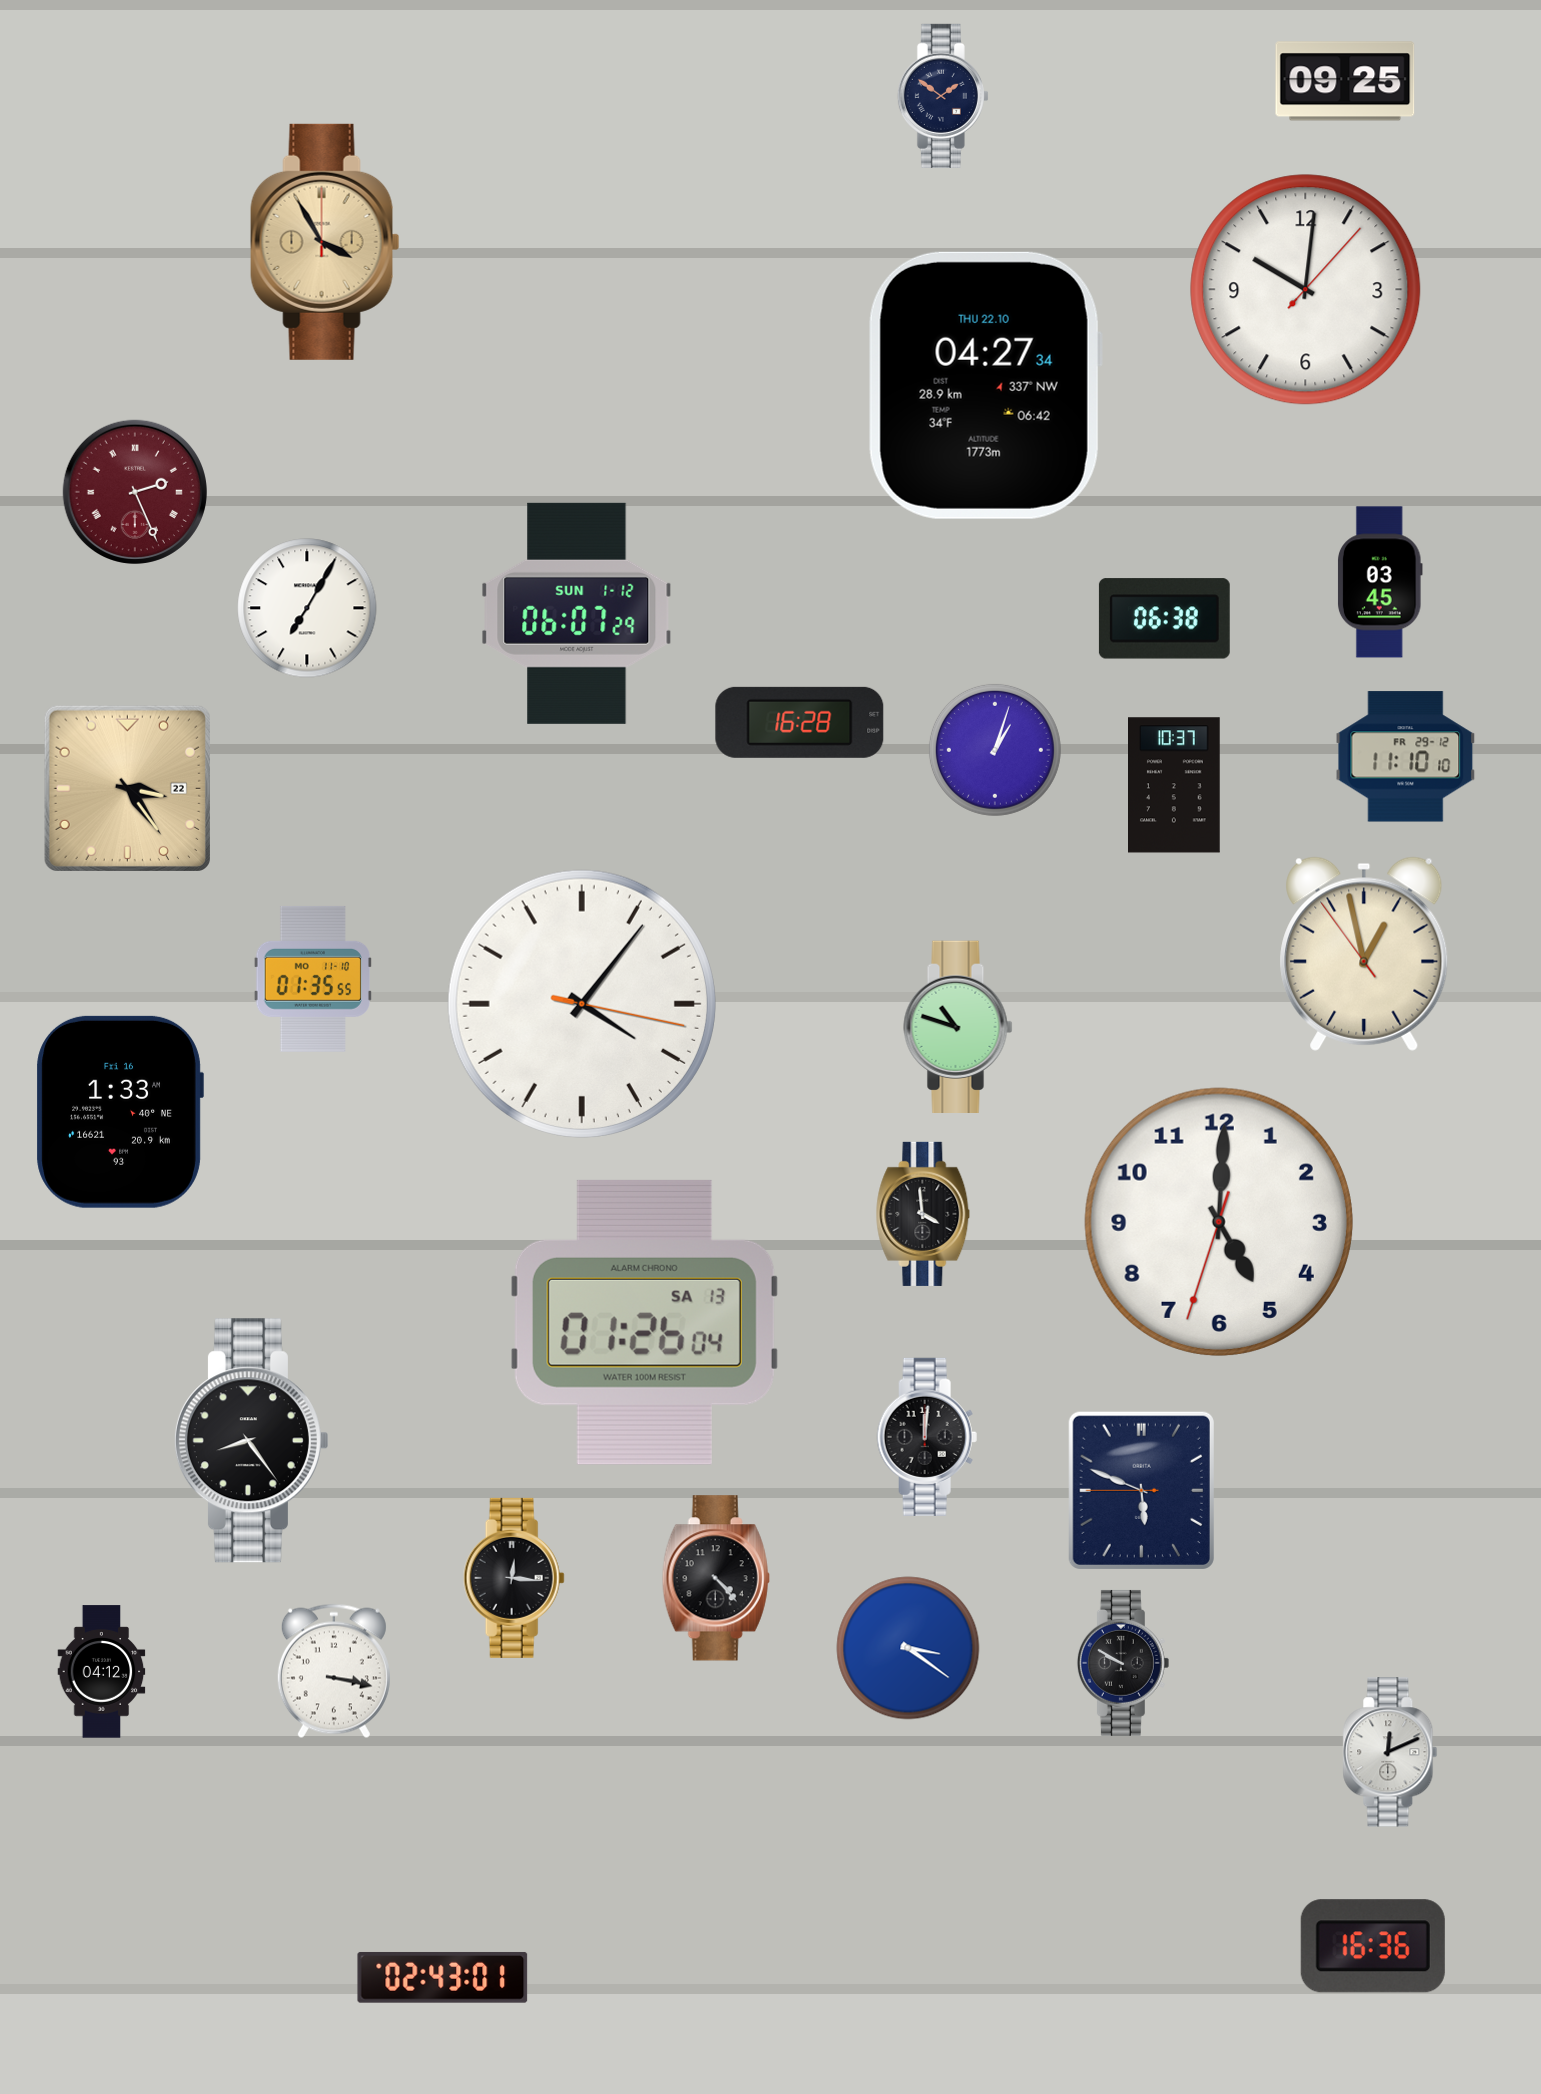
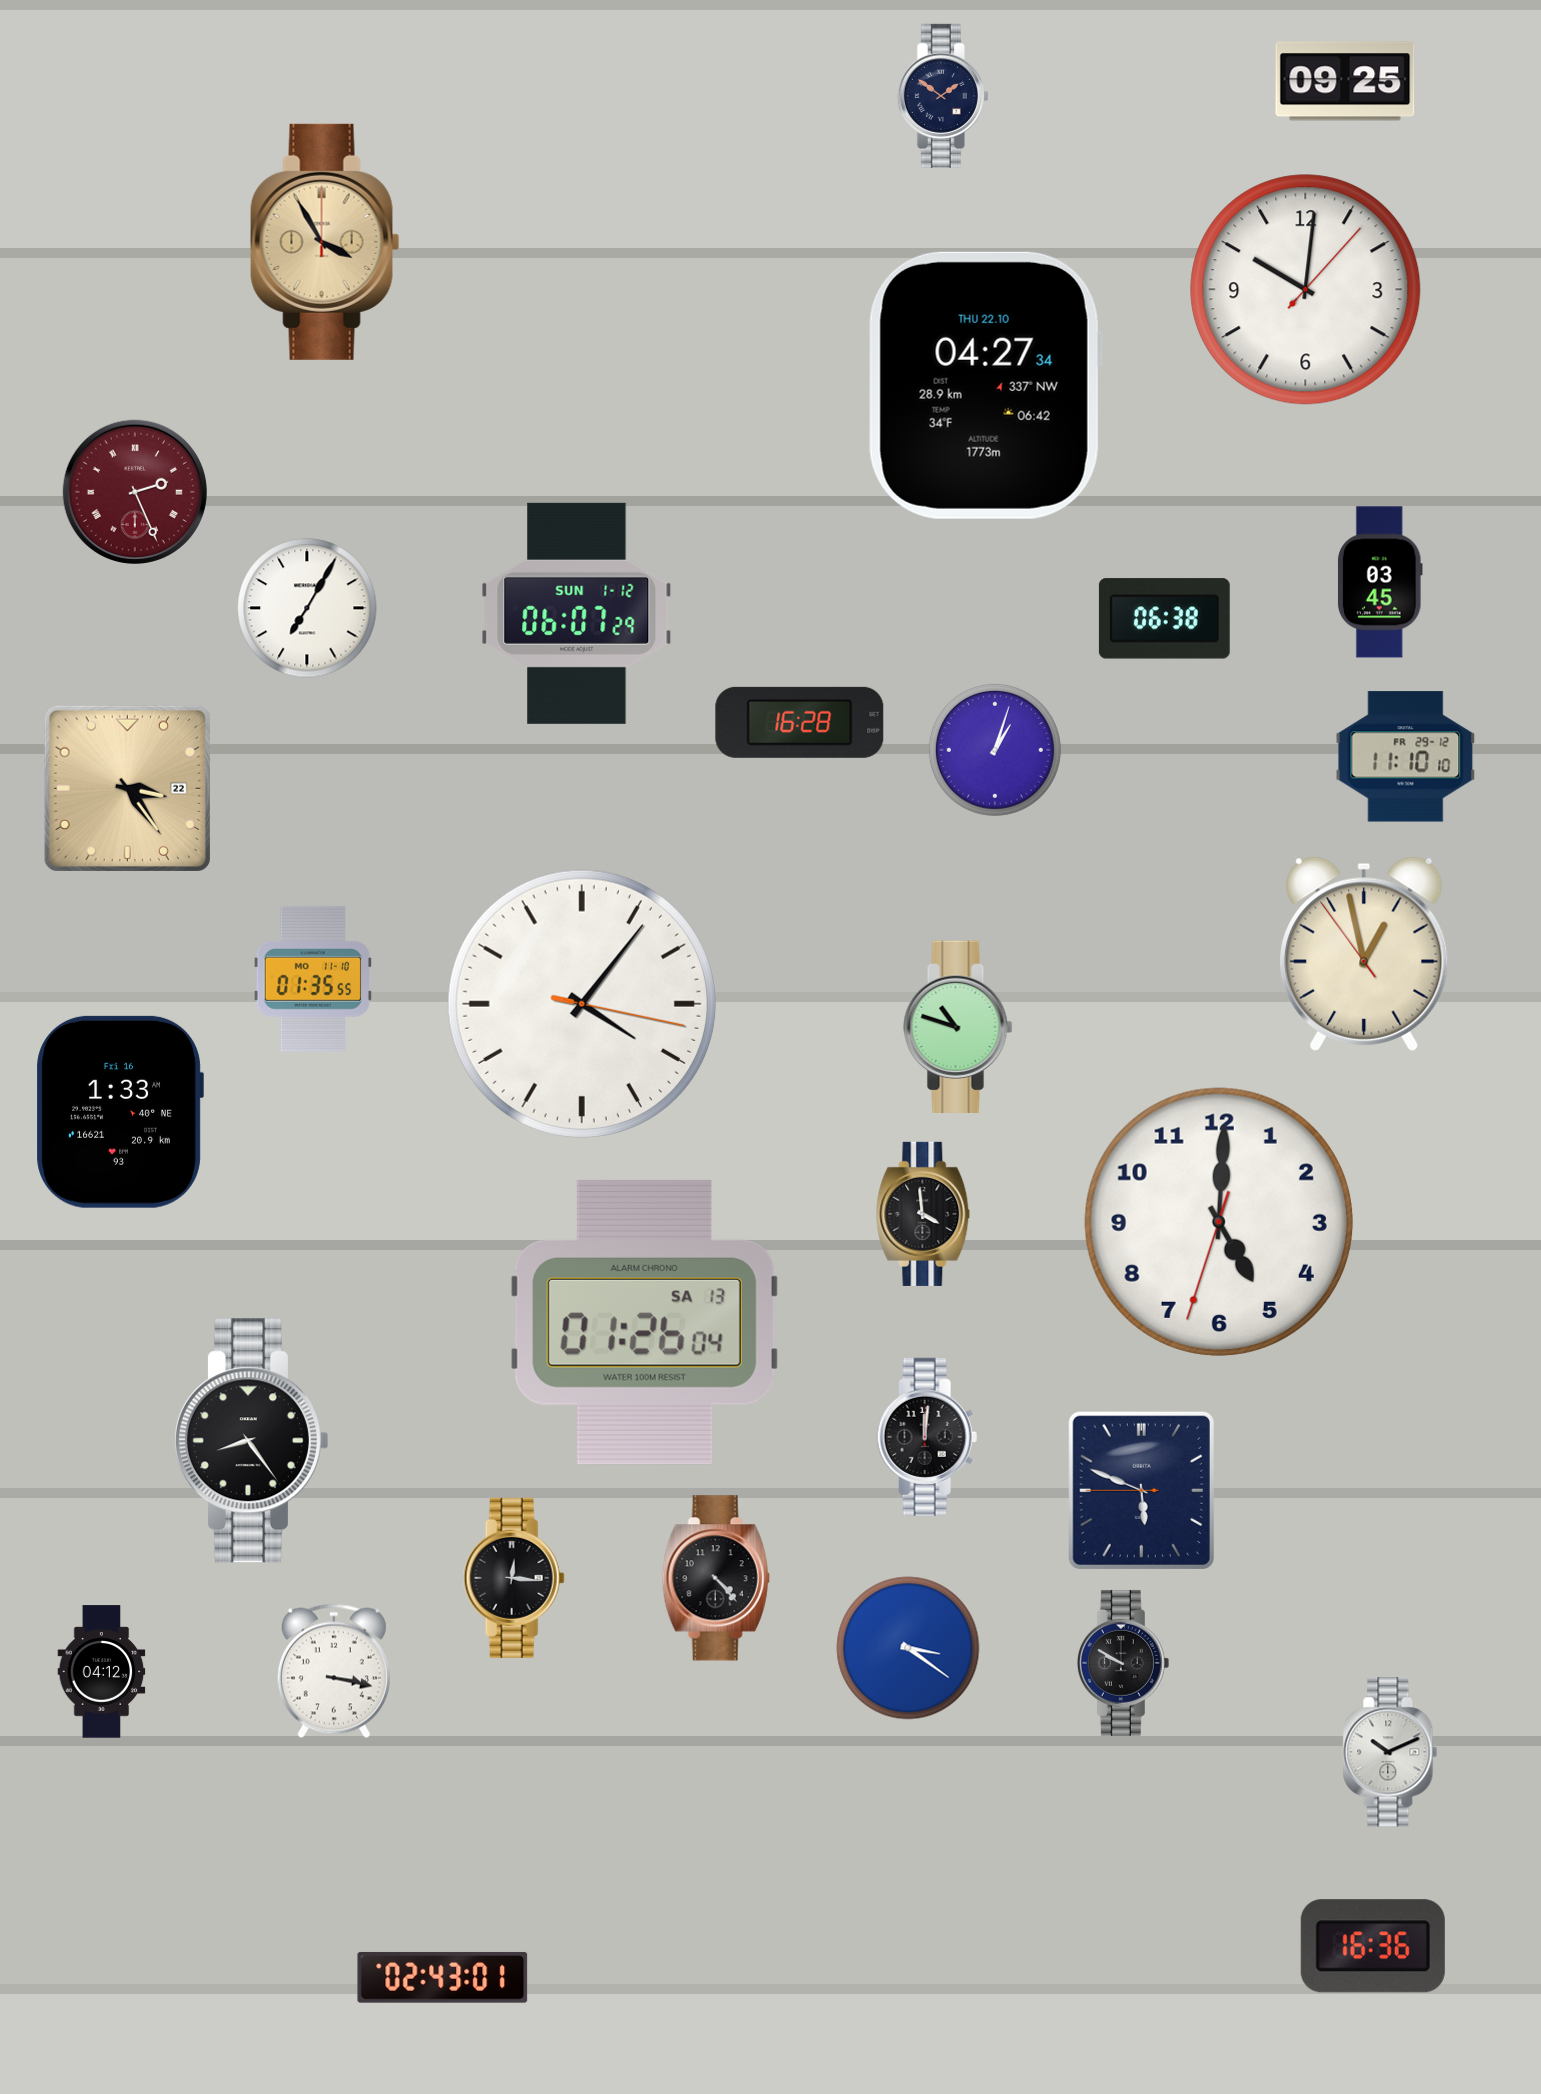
clock at (1175, 785): 10:37 -> none
clock at (1390, 1752): 12:11 -> 10:11
